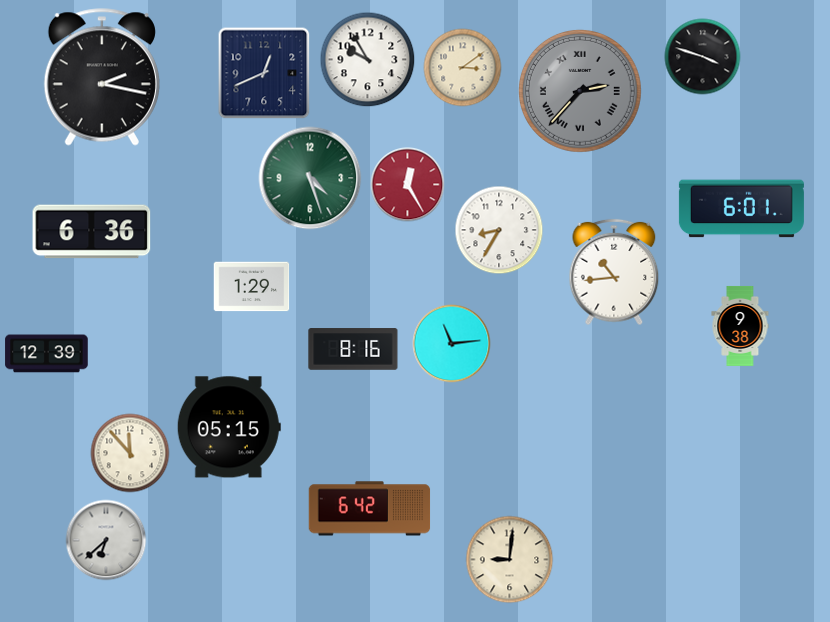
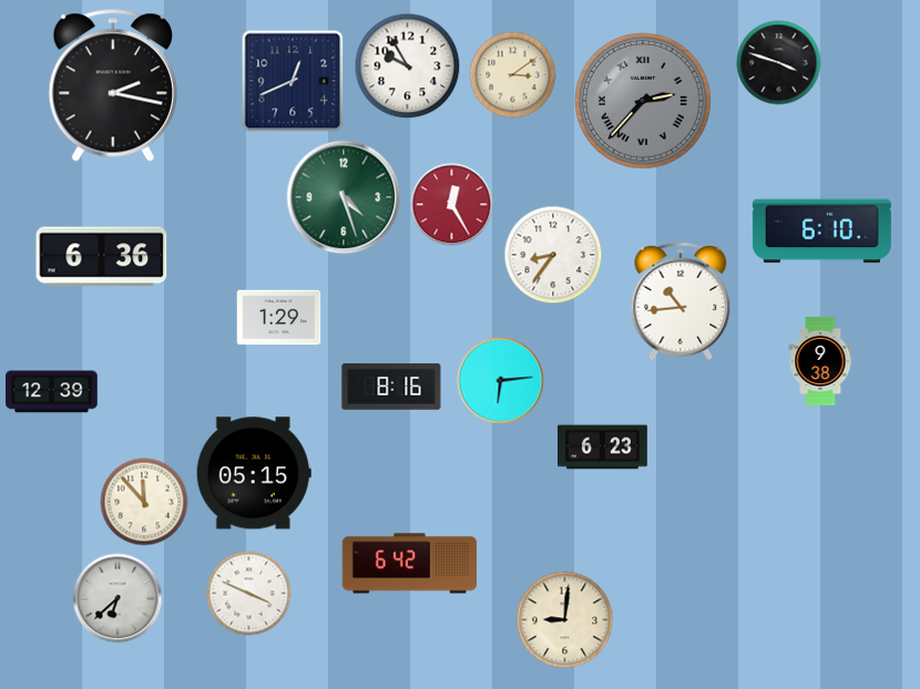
clock at (741, 209): 6:01 -> 6:10
clock at (499, 230): 8:35 -> 8:36
clock at (452, 344): 11:14 -> 6:14
clock at (603, 448): none -> 6:23
clock at (249, 594): none -> 3:49
